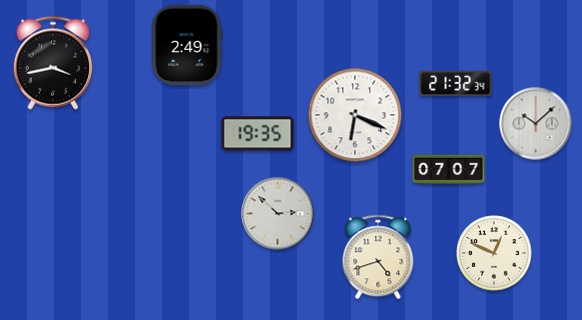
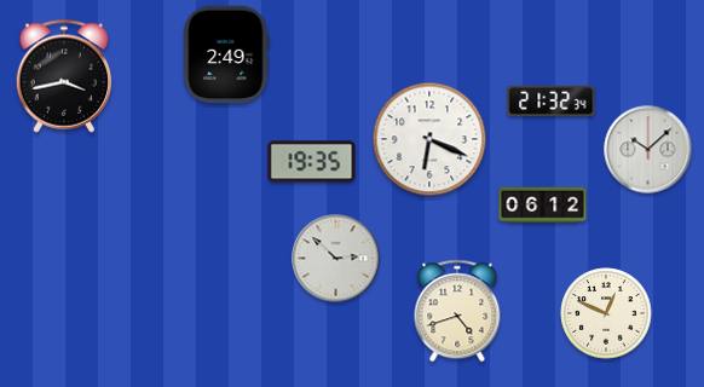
clock at (449, 170): 07:07 -> 06:12
clock at (494, 253) position: (494, 253) -> (606, 313)
